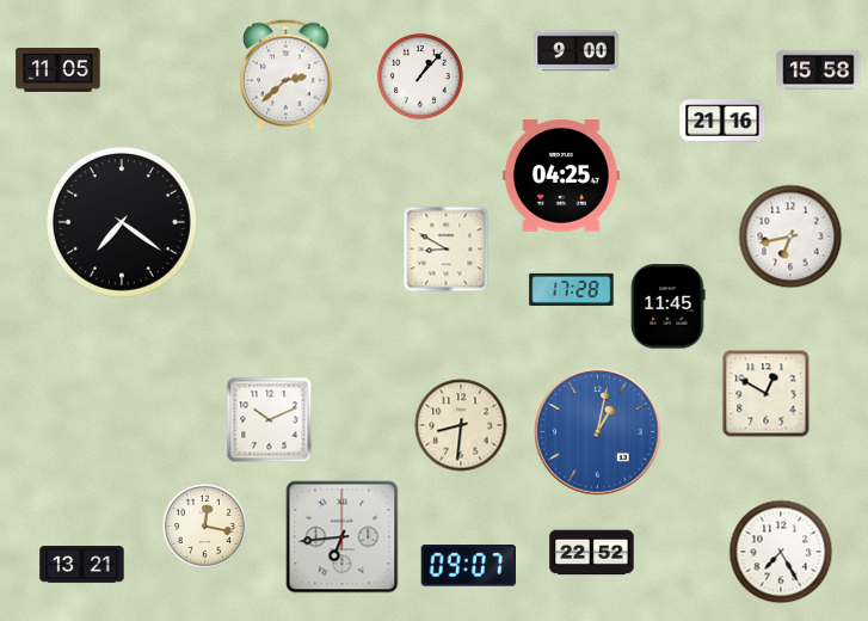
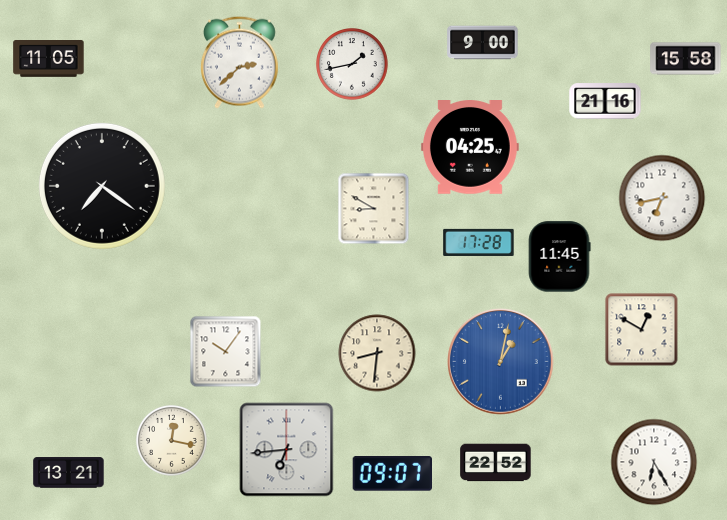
clock at (421, 78): 1:07 -> 1:43
clock at (270, 420): 10:11 -> 10:06
clock at (461, 425) position: (461, 425) -> (377, 353)
clock at (781, 552): 7:25 -> 6:25
